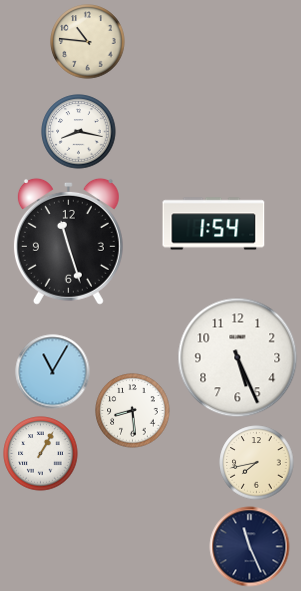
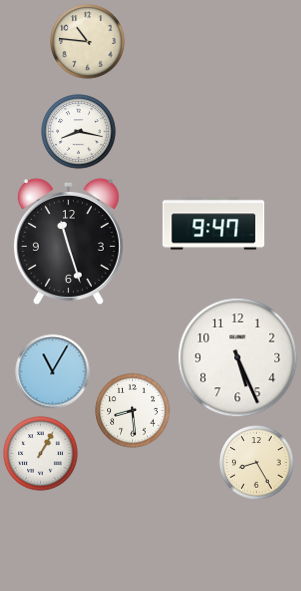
clock at (214, 224): 1:54 -> 9:47
clock at (257, 463): 7:43 -> 8:25
clock at (250, 547): 11:26 -> none
